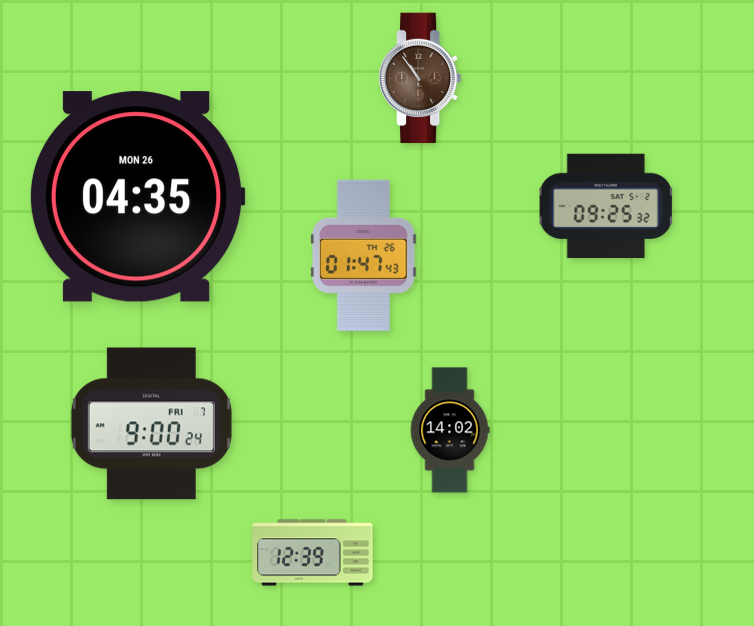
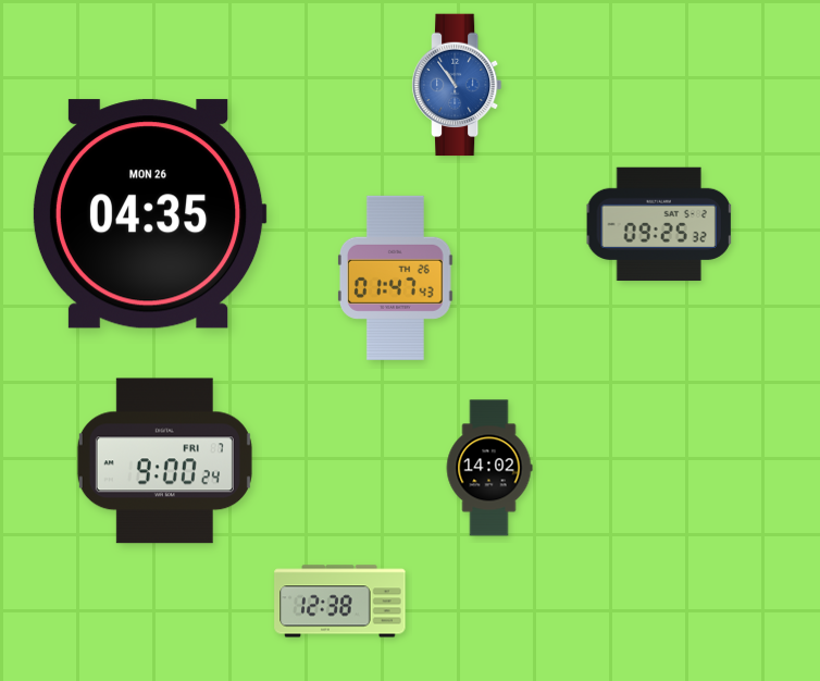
clock at (420, 78) dial: brown -> blue
clock at (313, 553): 12:39 -> 12:38
